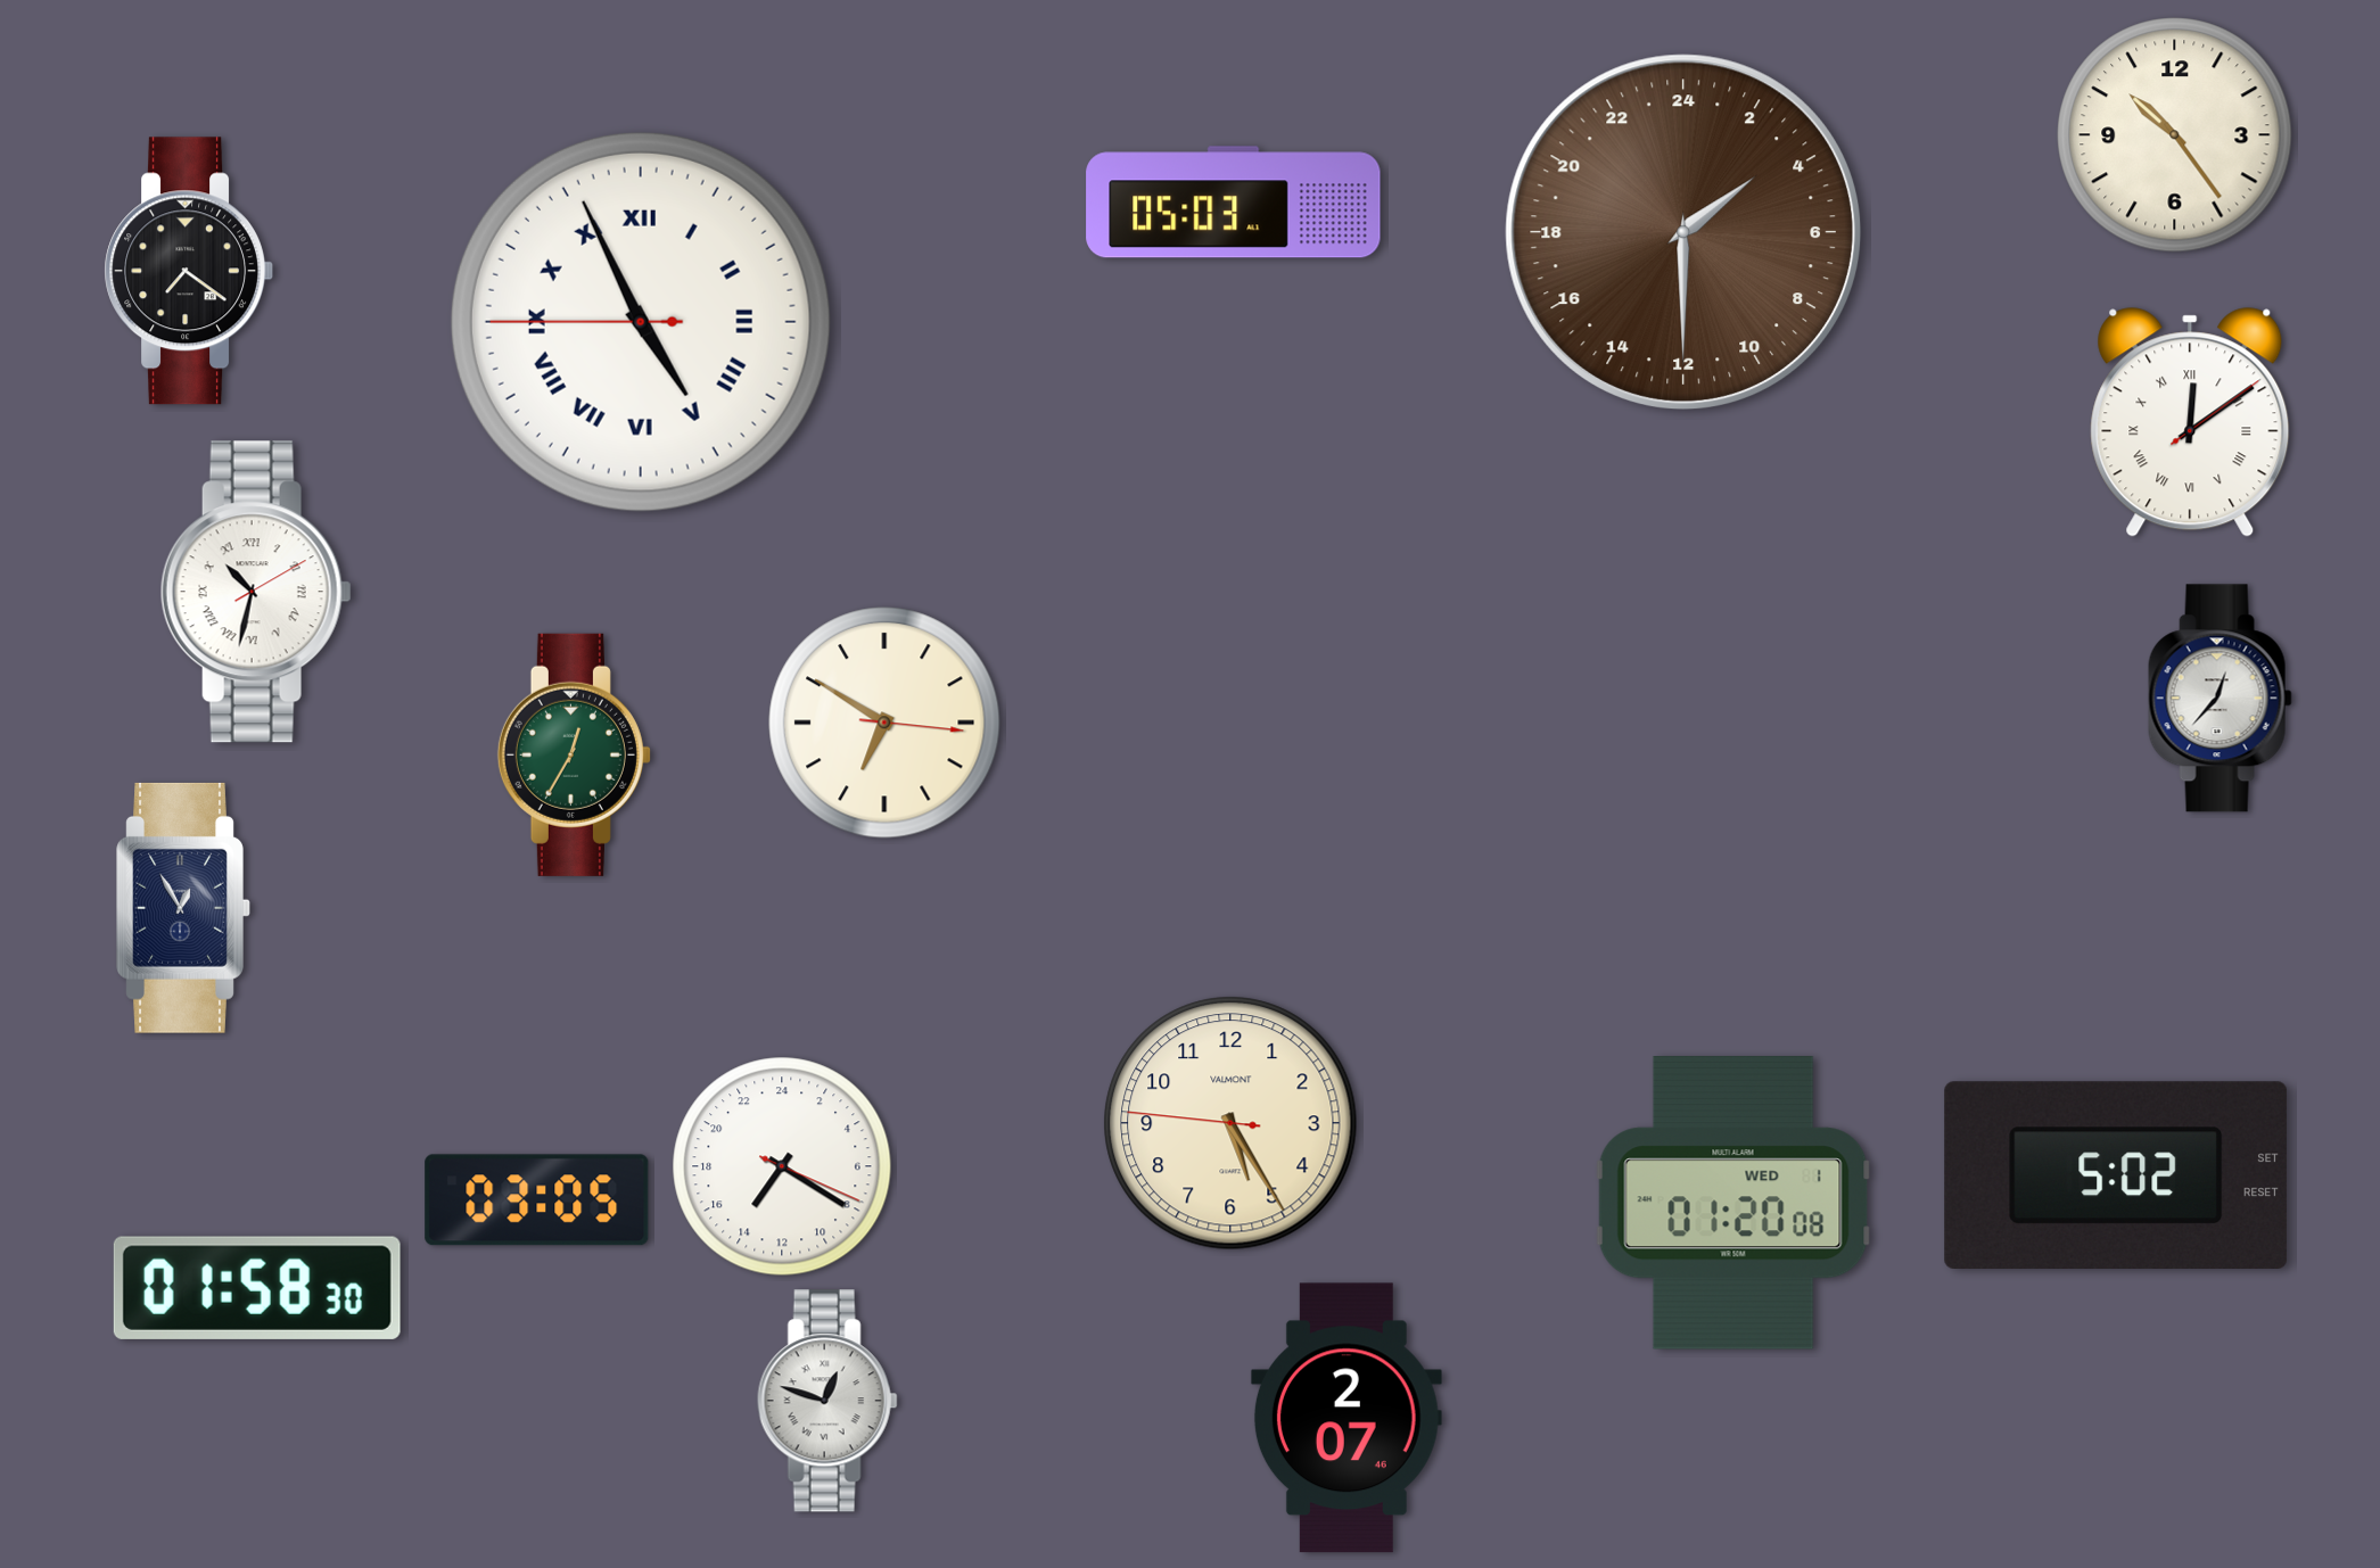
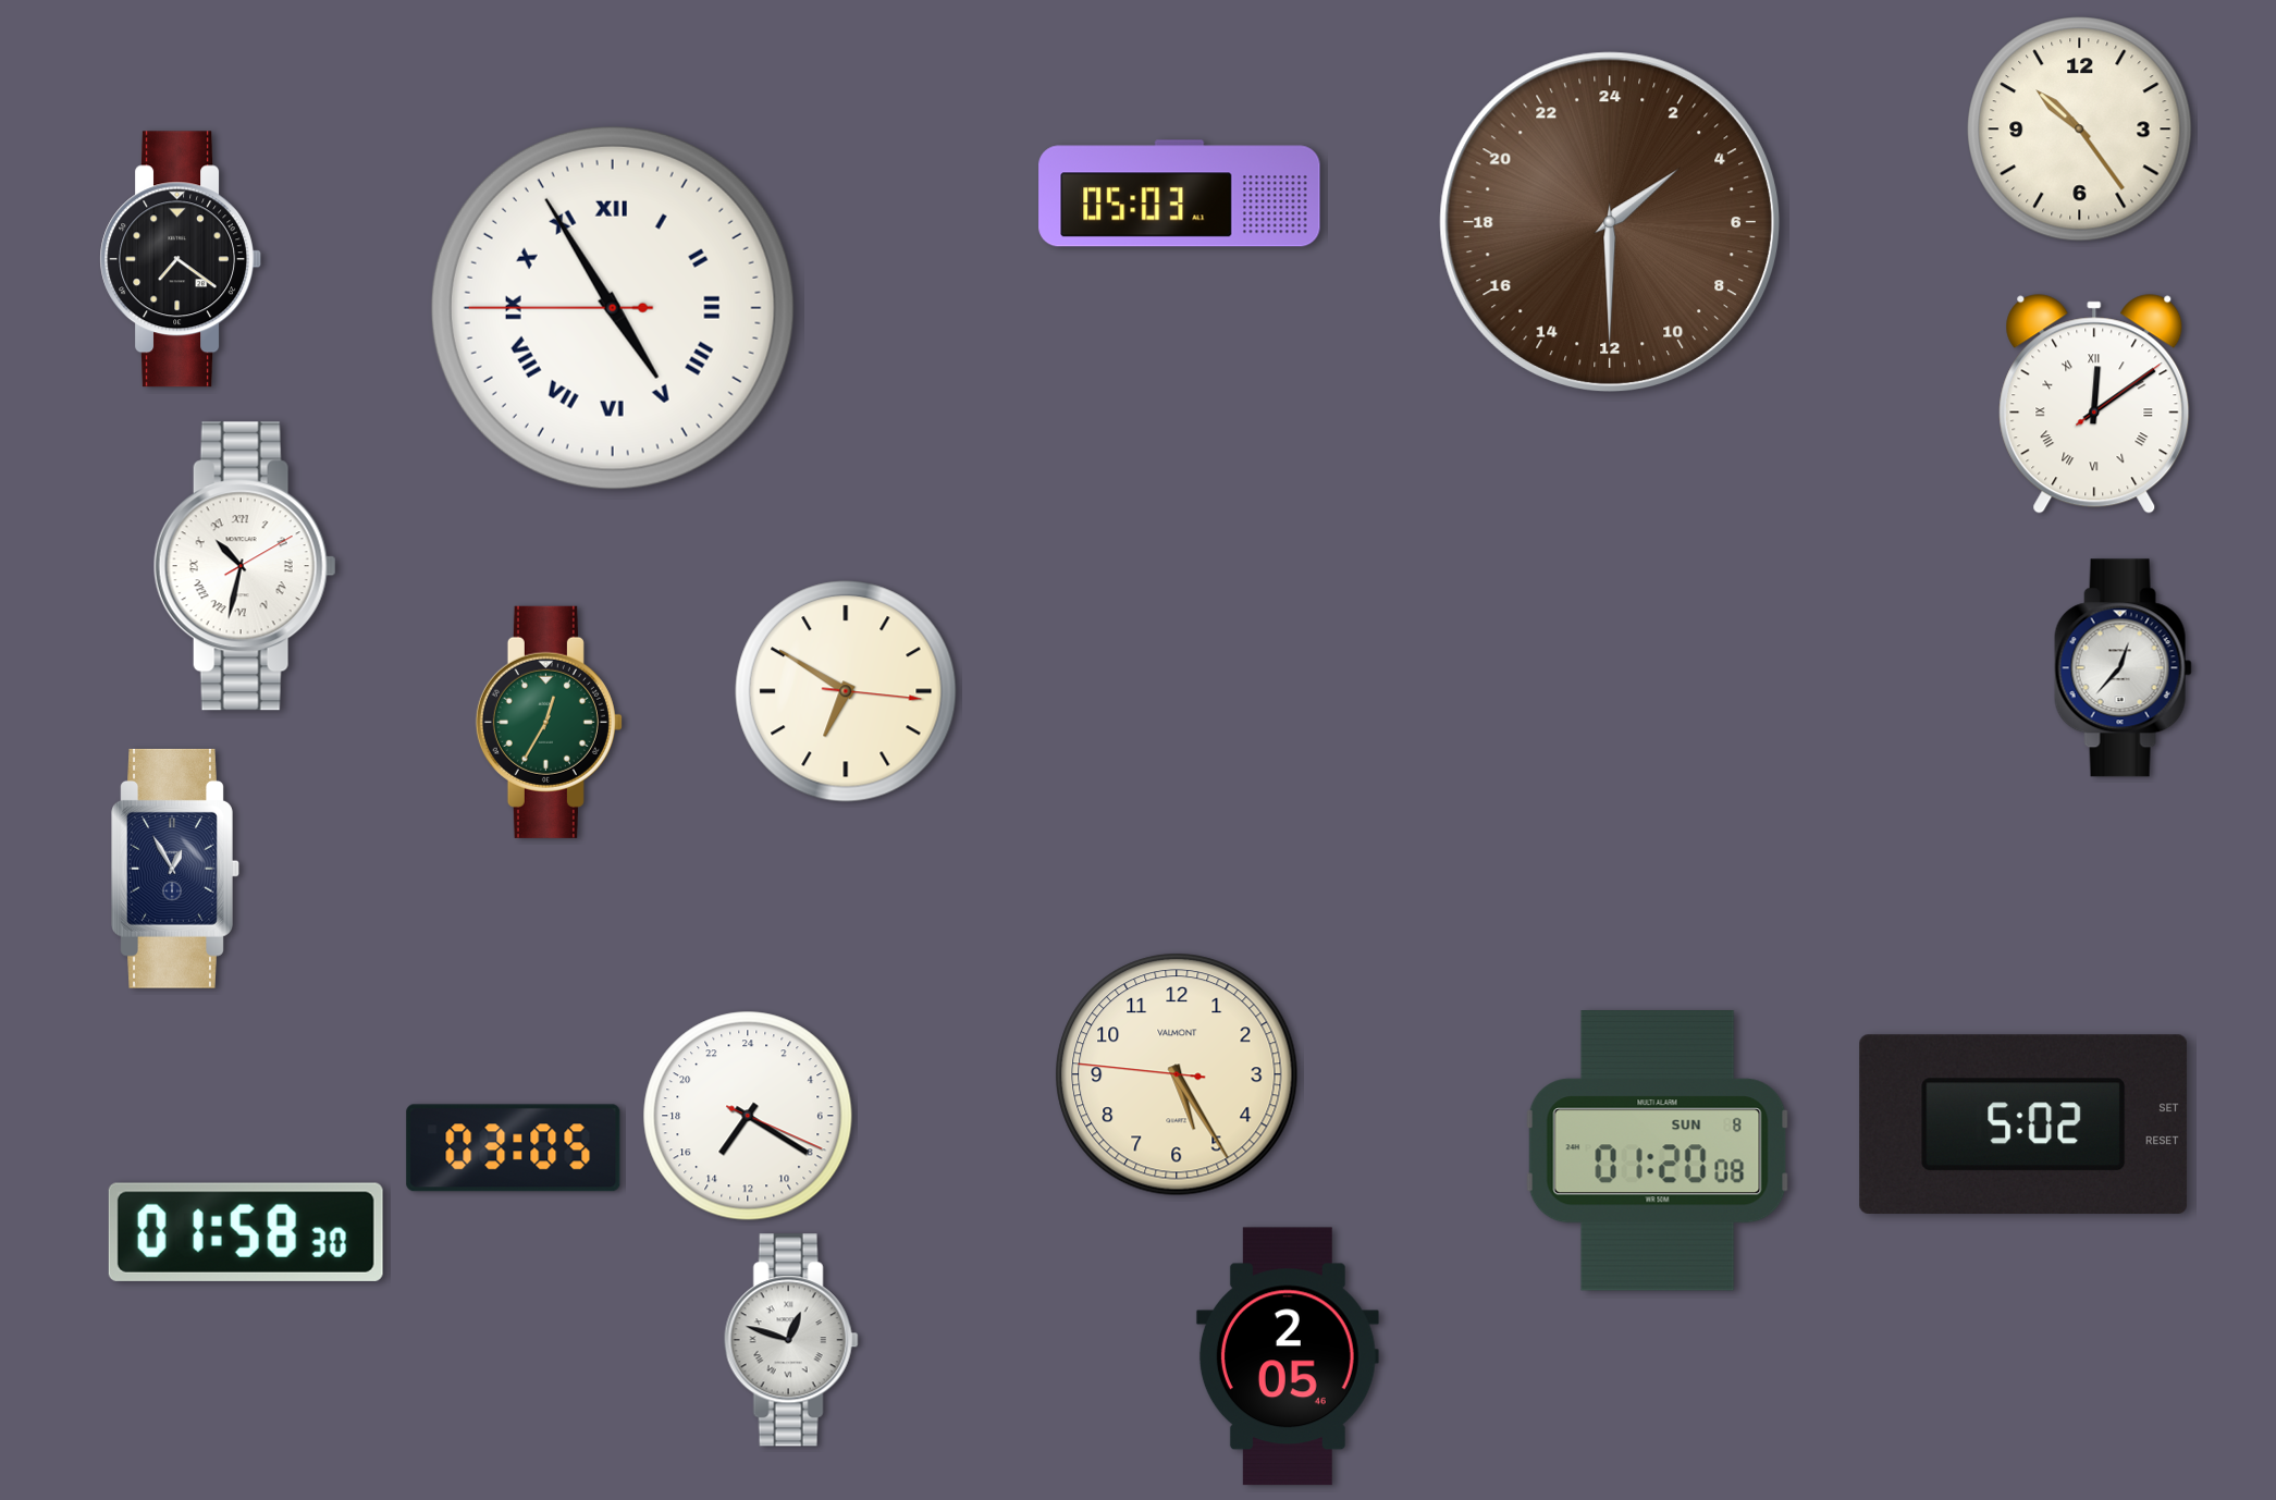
clock at (641, 322): 4:55 -> 4:54
clock at (1733, 1204) date: WED 1 -> SUN 8
clock at (1347, 1418): 2:07 -> 2:05
